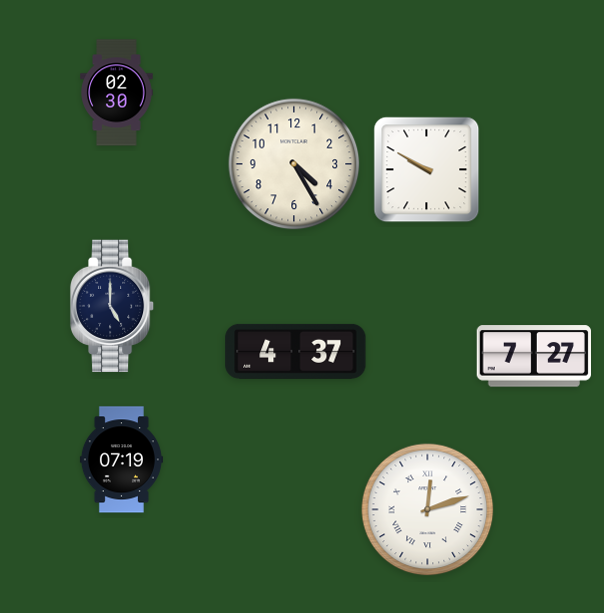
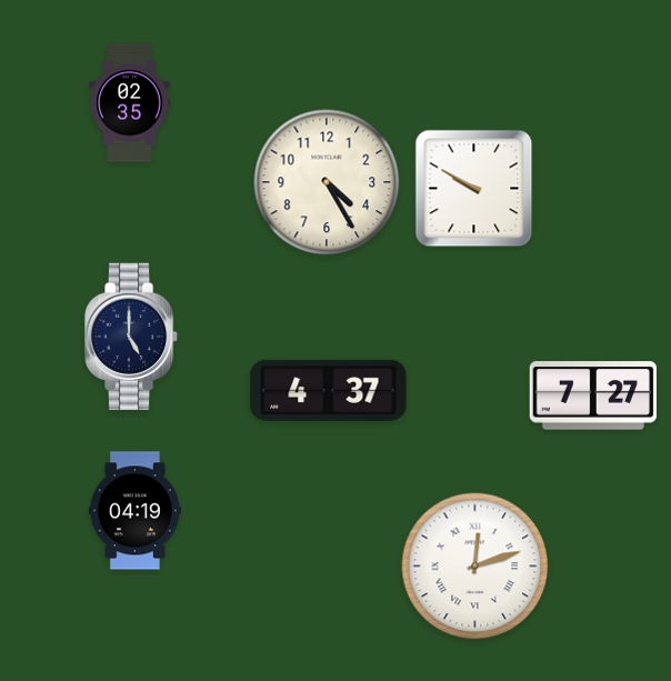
clock at (117, 93): 02:30 -> 02:35
clock at (112, 305) position: (112, 305) -> (131, 336)
clock at (121, 460): 07:19 -> 04:19
